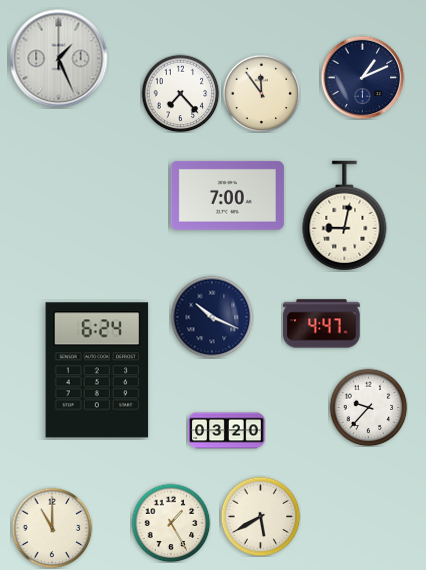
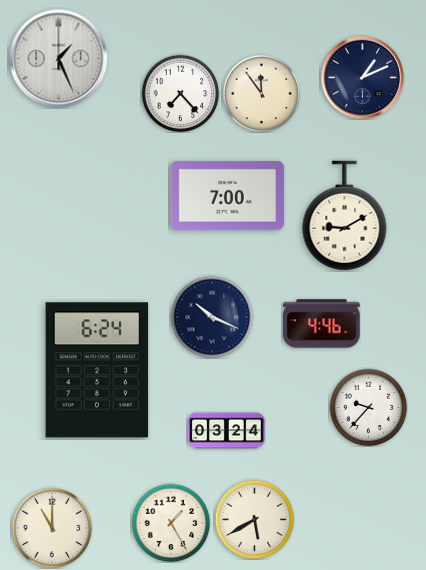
clock at (345, 216): 9:02 -> 9:10
clock at (322, 324): 4:47 -> 4:46
clock at (227, 431): 03:20 -> 03:24
clock at (260, 516) position: (260, 516) -> (254, 519)
